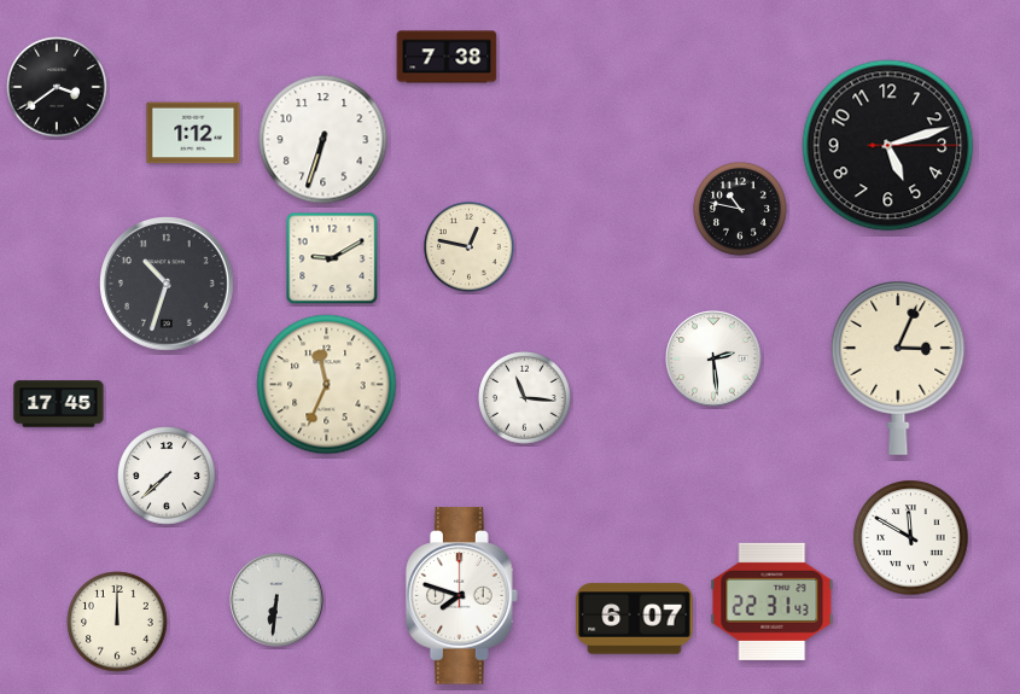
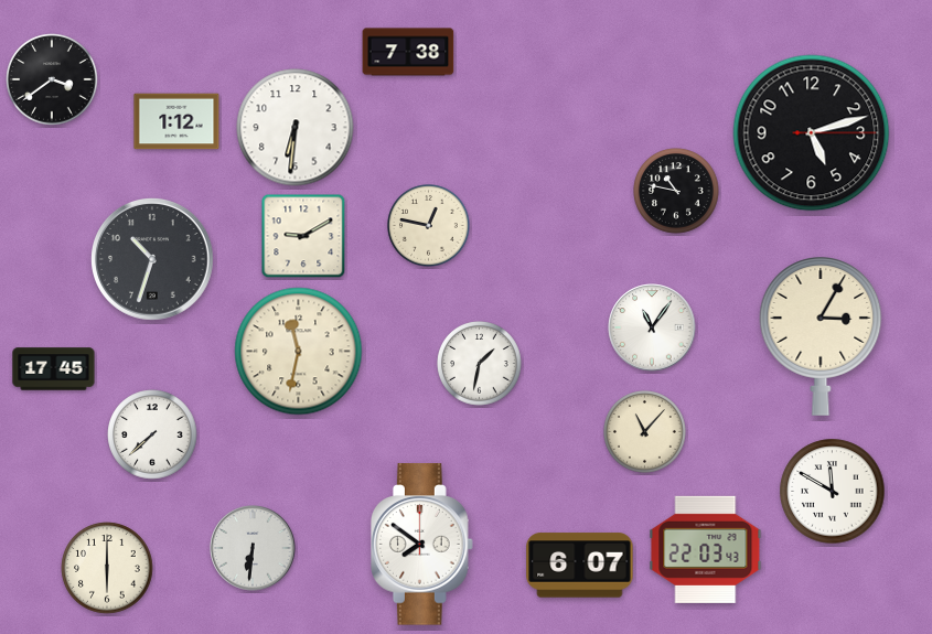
clock at (324, 140): 6:33 -> 6:31
clock at (713, 358): 2:29 -> 11:06
clock at (898, 368): 3:04 -> 3:05
clock at (327, 385): 11:34 -> 11:32
clock at (525, 398): 11:16 -> 1:32
clock at (645, 432): none -> 11:07
clock at (462, 596): 7:48 -> 7:51
clock at (773, 601): 22:31 -> 22:03
clock at (117, 622): 12:00 -> 6:00
